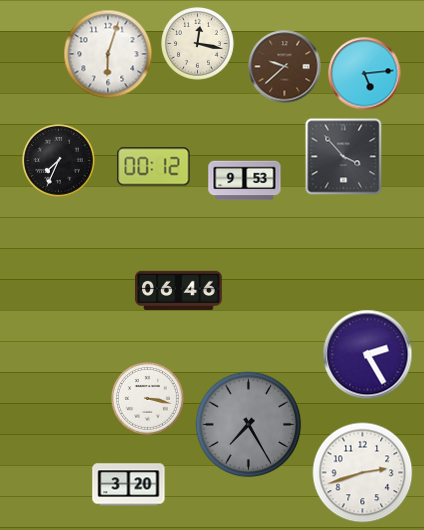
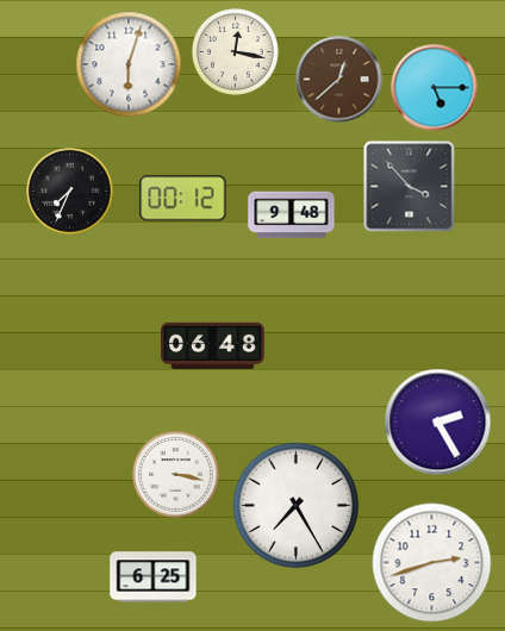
clock at (285, 67): 9:38 -> 12:38
clock at (365, 74): 5:14 -> 5:15
clock at (245, 181): 9:53 -> 9:48
clock at (179, 290): 06:46 -> 06:48
clock at (249, 425) dial: grey -> white
clock at (129, 485): 3:20 -> 6:25
